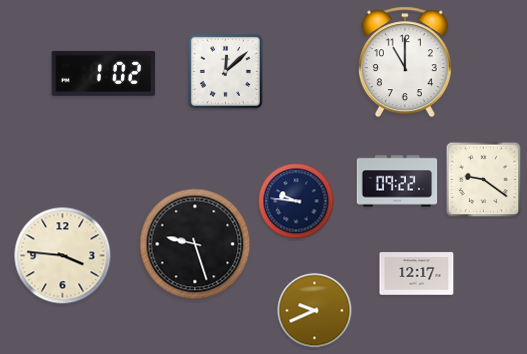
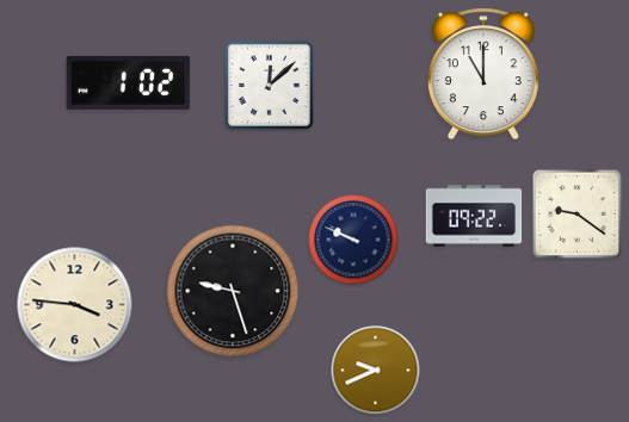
clock at (104, 73) position: (104, 73) -> (129, 82)
clock at (296, 201): 9:46 -> 9:49
clock at (417, 274): 12:17 -> none
